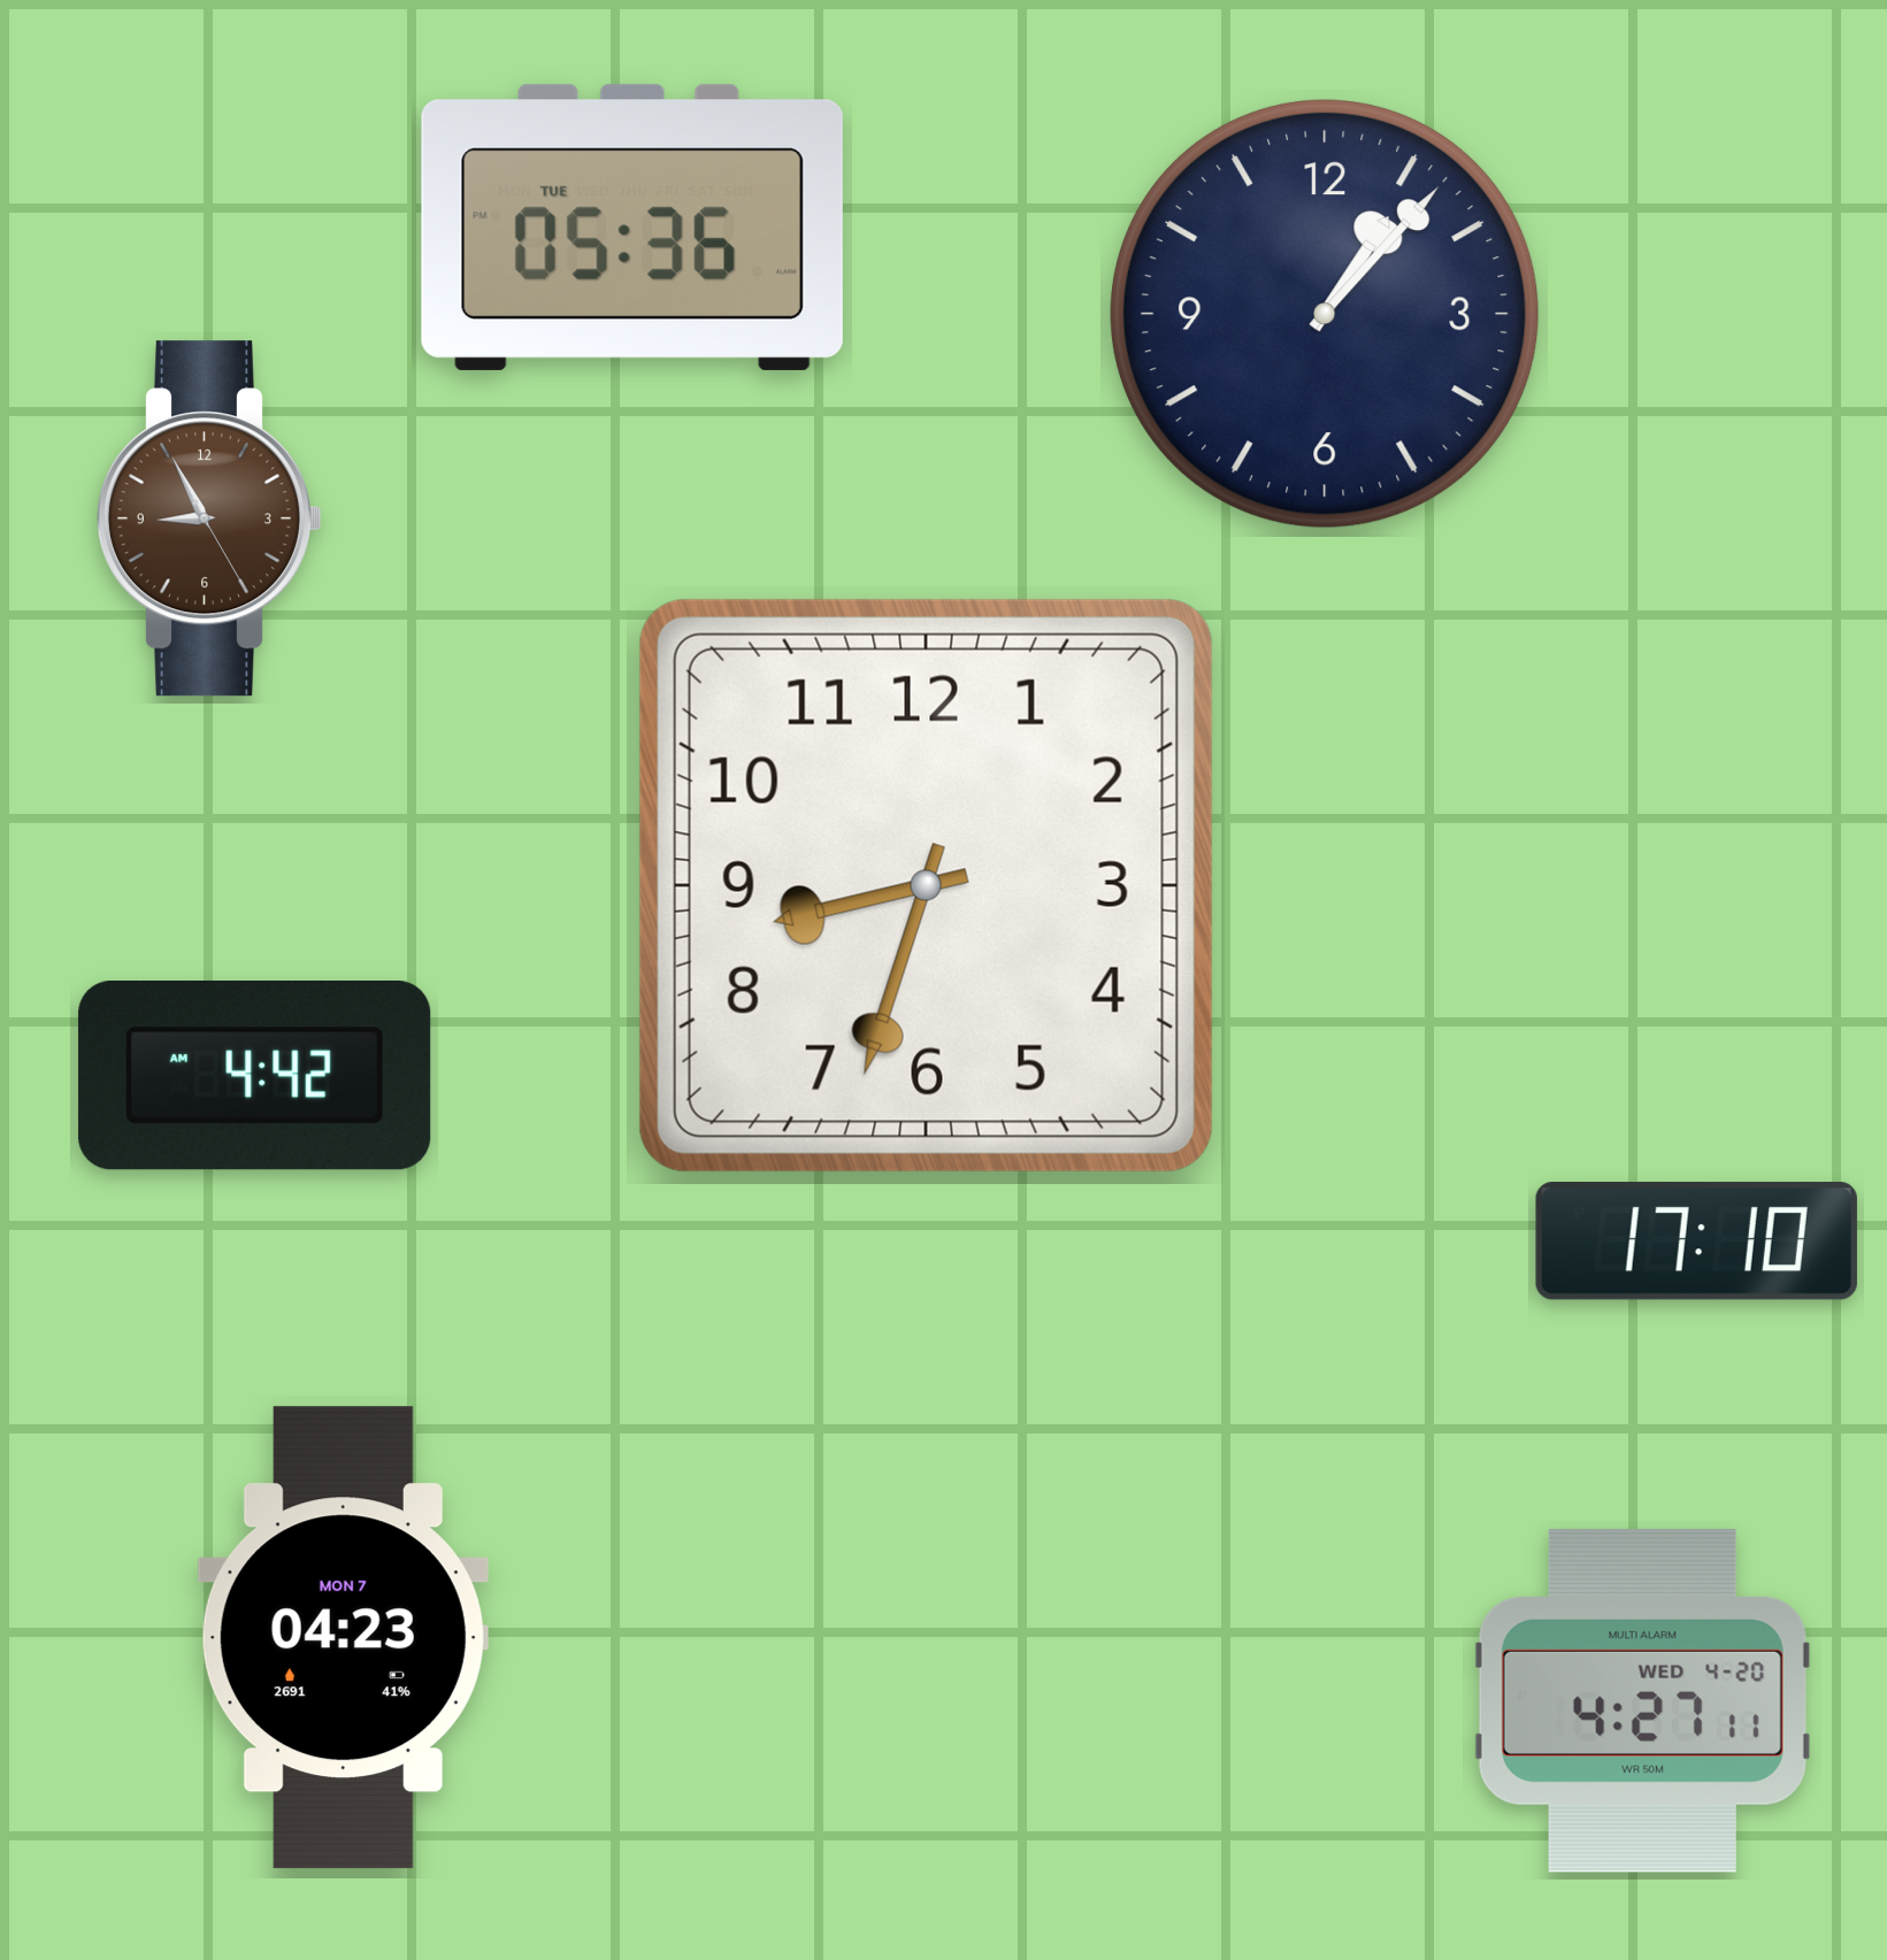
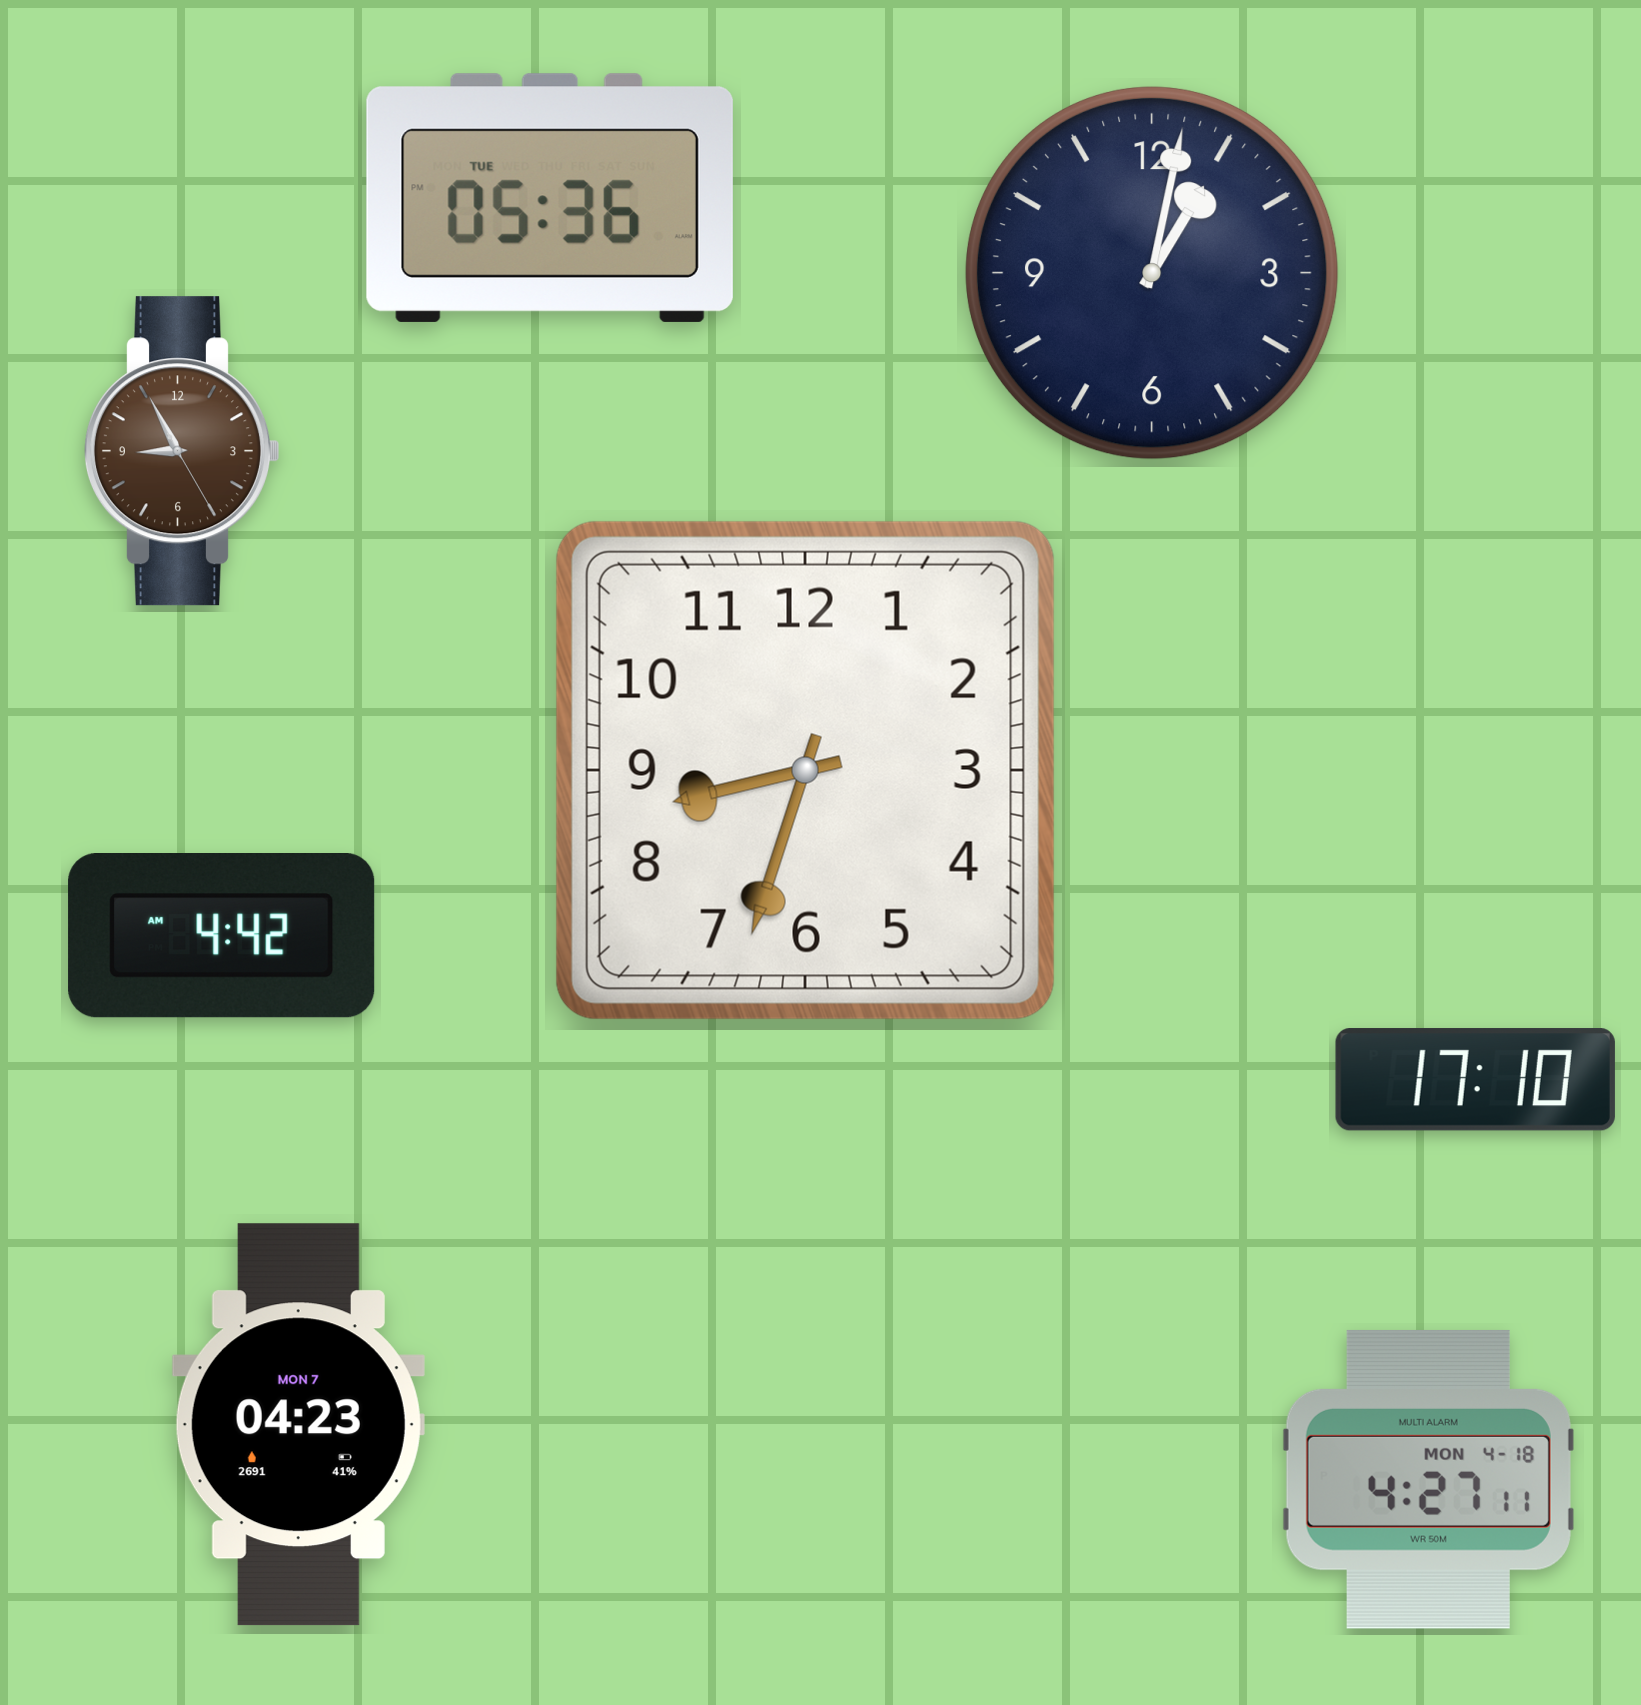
clock at (1325, 314): 1:07 -> 1:02
clock at (1642, 1700) date: WED 4-20 -> MON 4-18
